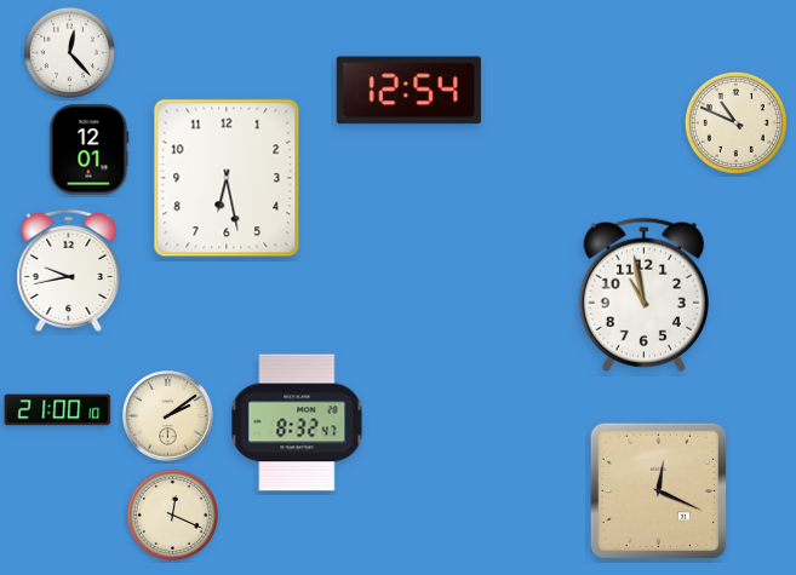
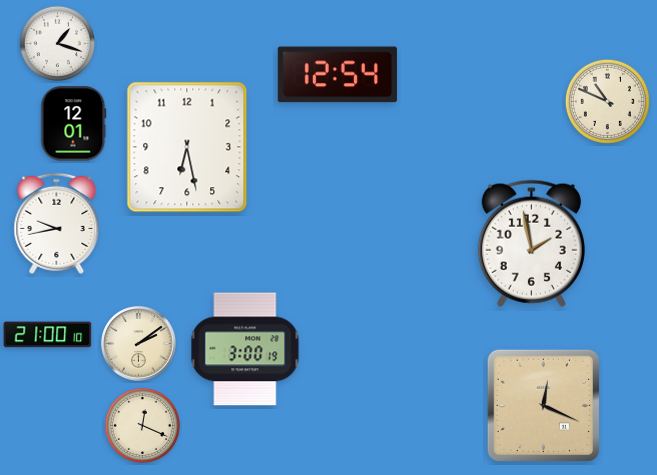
clock at (69, 52): 12:23 -> 1:18
clock at (643, 294): 10:58 -> 1:58
clock at (58, 410) position: (58, 410) -> (48, 335)
clock at (297, 422): 8:32 -> 3:00
